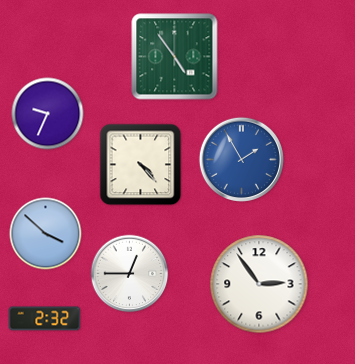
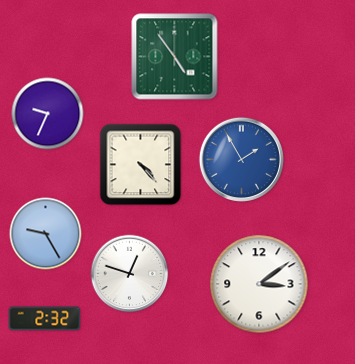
clock at (46, 234): 3:52 -> 9:25
clock at (130, 274): 12:45 -> 12:48
clock at (259, 284): 2:54 -> 3:09
